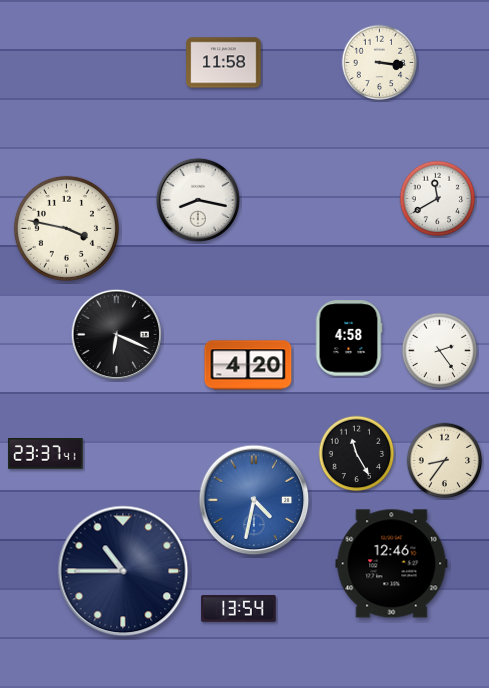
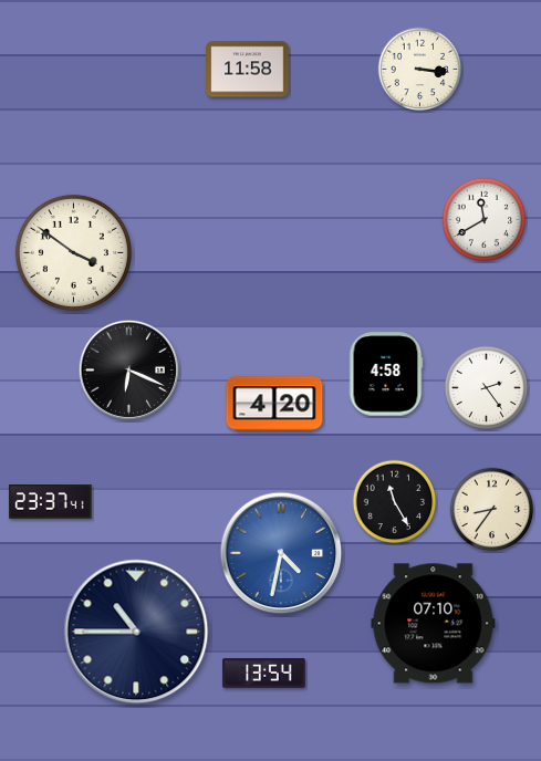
clock at (198, 200): 8:17 -> none
clock at (66, 228): 3:47 -> 3:51
clock at (392, 564): 12:46 -> 07:10
